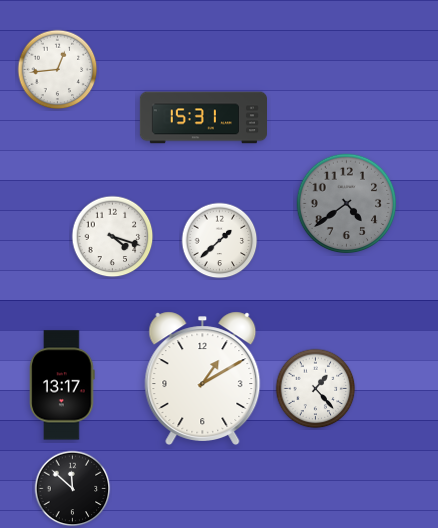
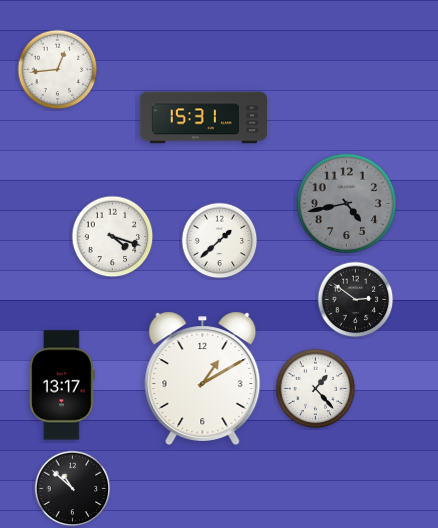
clock at (347, 204): 4:39 -> 4:43
clock at (356, 300): none -> 2:51
clock at (73, 489): 11:52 -> 10:52
